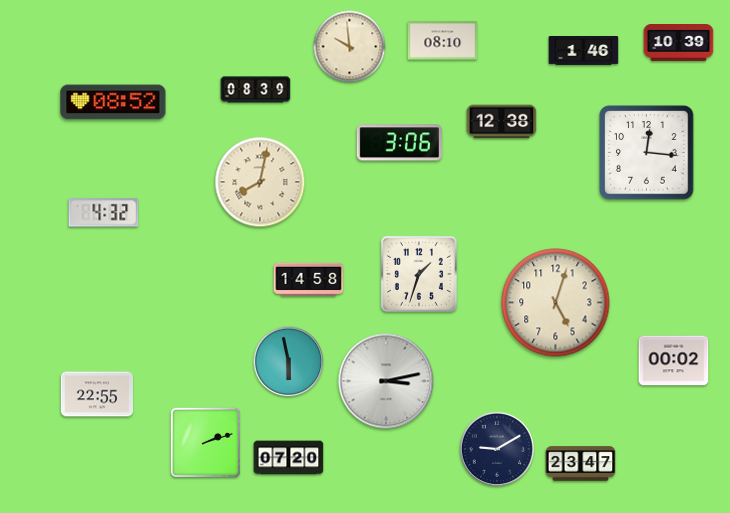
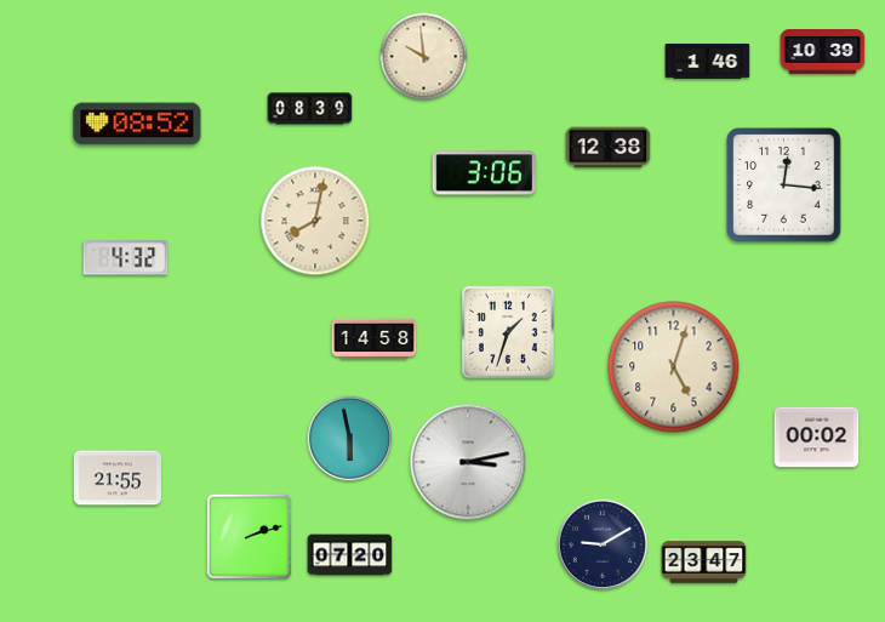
clock at (443, 41): 08:10 -> none
clock at (96, 394): 22:55 -> 21:55
